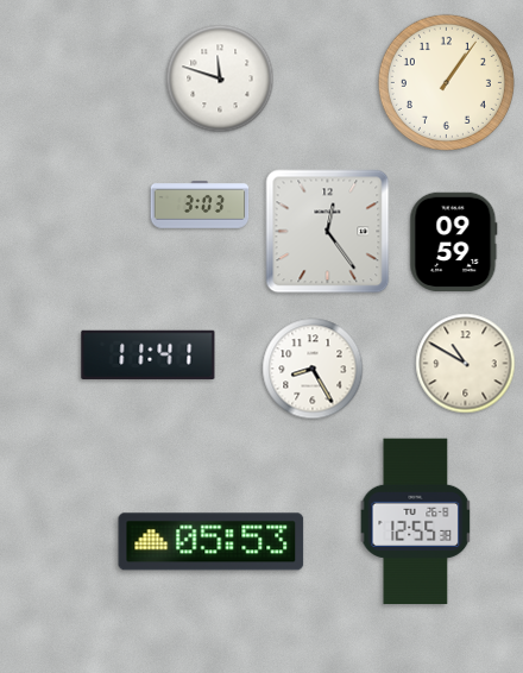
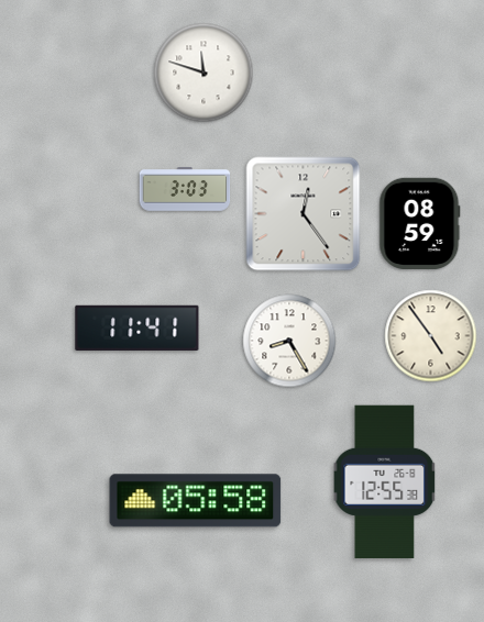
clock at (446, 82): 1:06 -> none
clock at (454, 241): 09:59 -> 08:59
clock at (466, 364): 10:50 -> 4:54
clock at (212, 542): 05:53 -> 05:58
